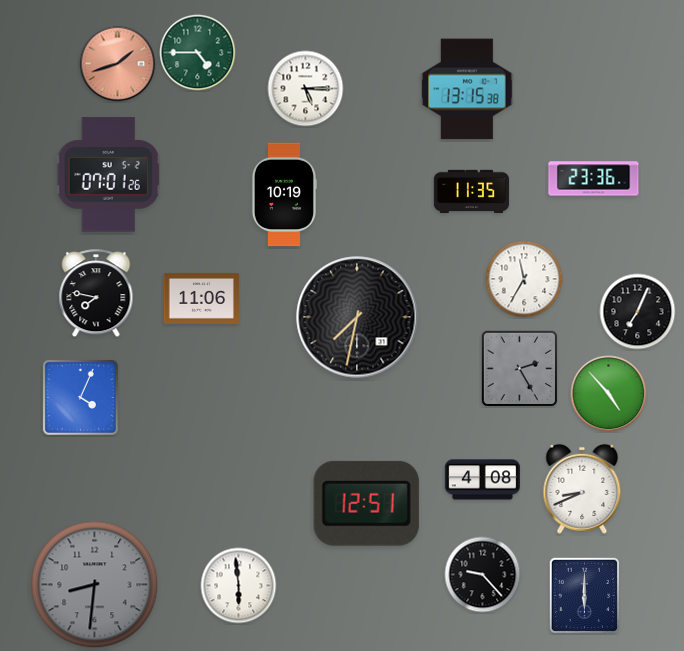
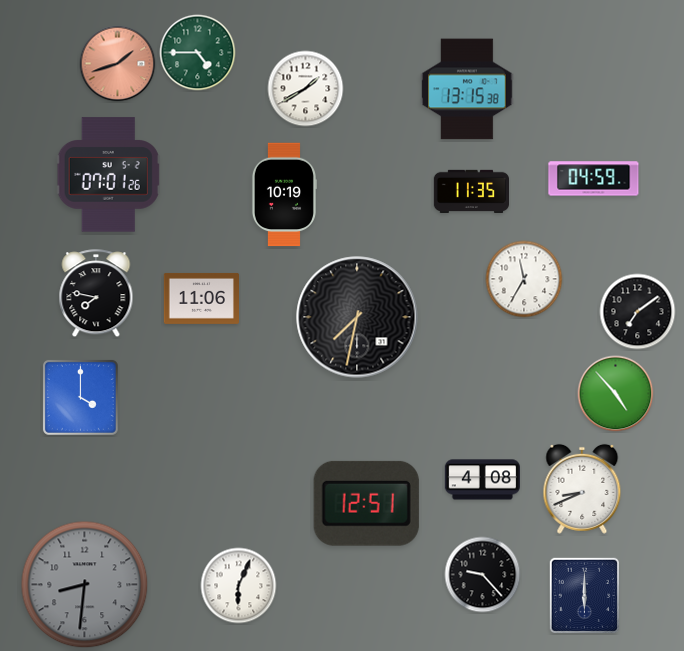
clock at (306, 89): 5:15 -> 1:40
clock at (594, 179): 23:36 -> 04:59
clock at (638, 312): 7:04 -> 7:09
clock at (519, 368): 2:25 -> none
clock at (609, 394) position: (609, 394) -> (616, 394)
clock at (80, 397): 4:04 -> 4:00
clock at (95, 585) position: (95, 585) -> (85, 585)
clock at (239, 586): 5:59 -> 6:04
